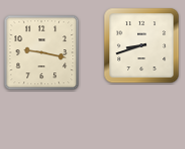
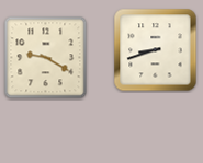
clock at (42, 53): 9:17 -> 9:20
